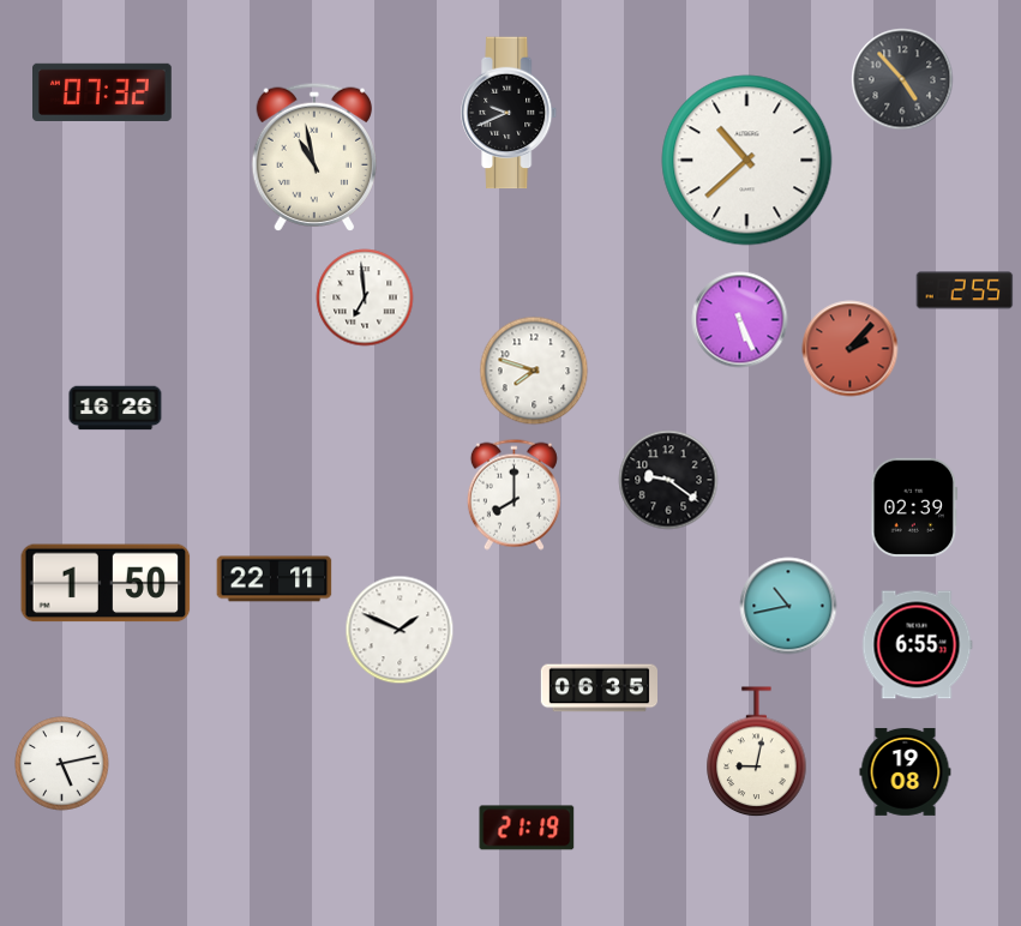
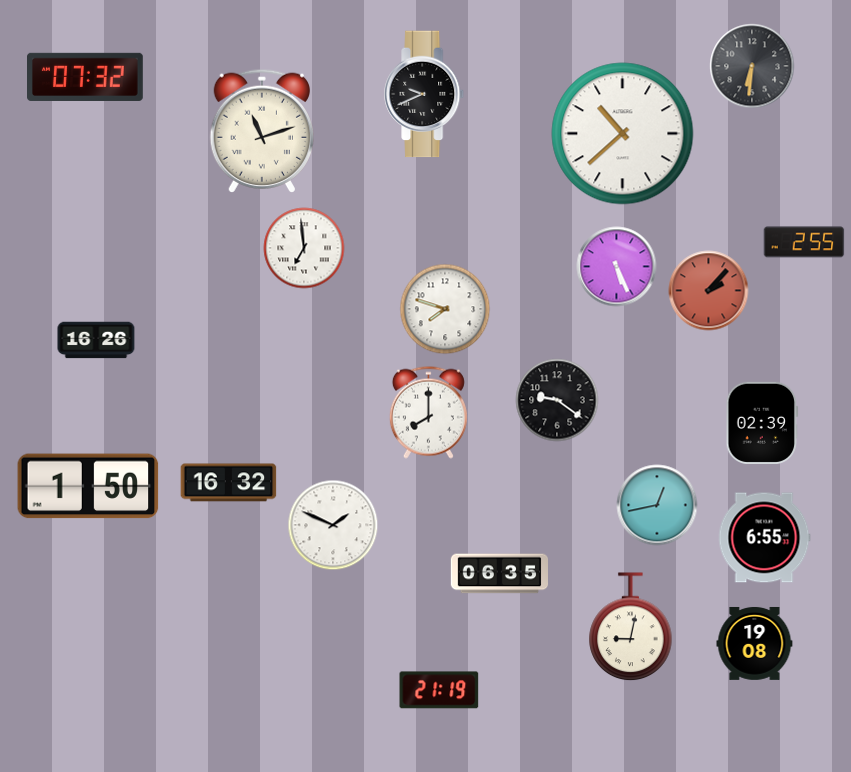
clock at (902, 79): 4:53 -> 6:31
clock at (313, 157): 10:58 -> 11:12
clock at (275, 579): 22:11 -> 16:32
clock at (788, 606): 10:43 -> 12:43
clock at (62, 764): 5:13 -> none
